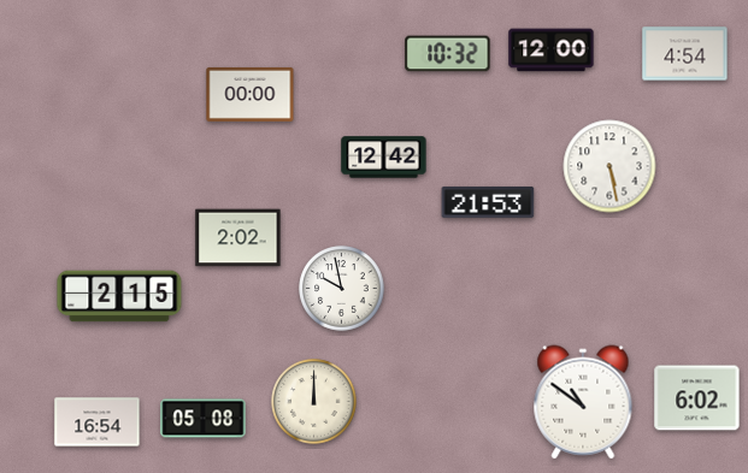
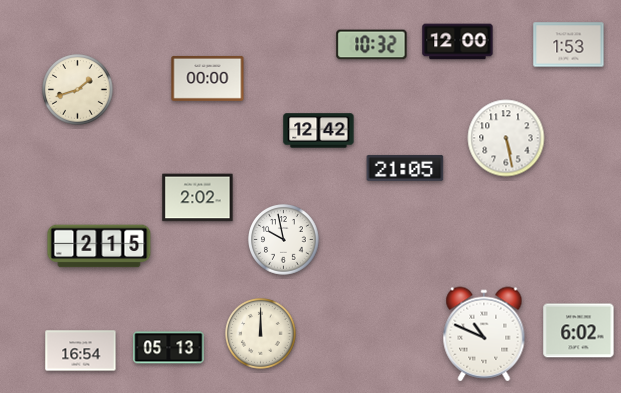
clock at (685, 54): 4:54 -> 1:53
clock at (78, 90): none -> 1:42
clock at (488, 202): 21:53 -> 21:05
clock at (583, 402): 10:51 -> 10:49
clock at (204, 419): 05:08 -> 05:13
